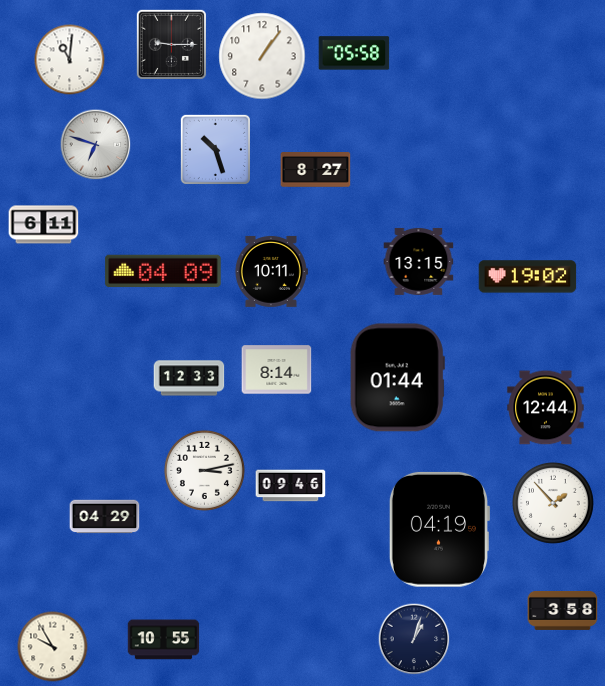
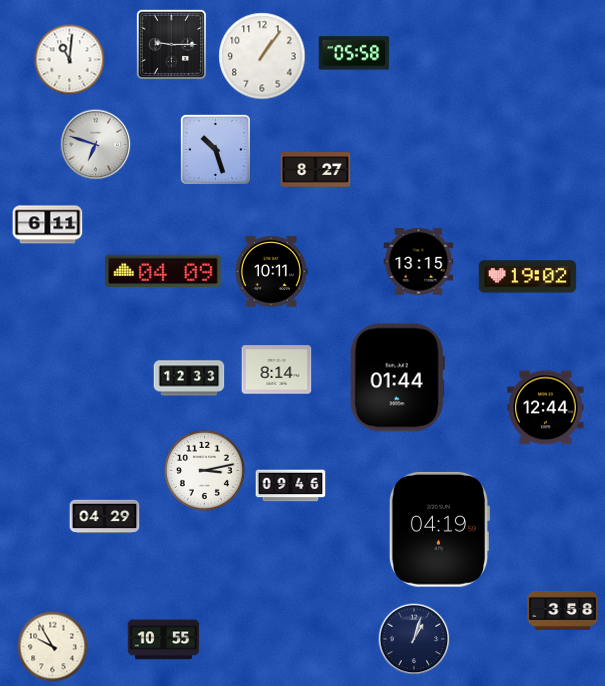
clock at (44, 225) position: (44, 225) -> (48, 225)
clock at (553, 503): 1:53 -> none
